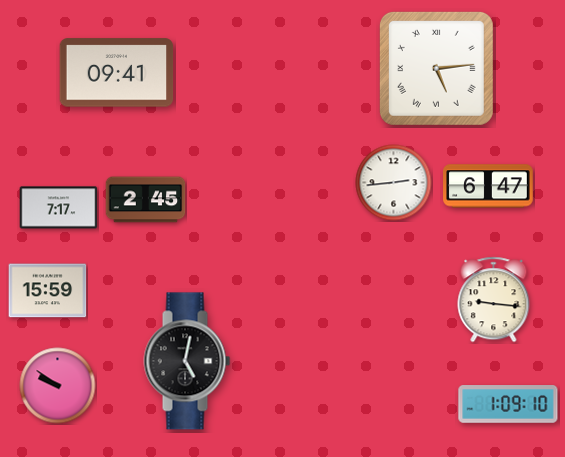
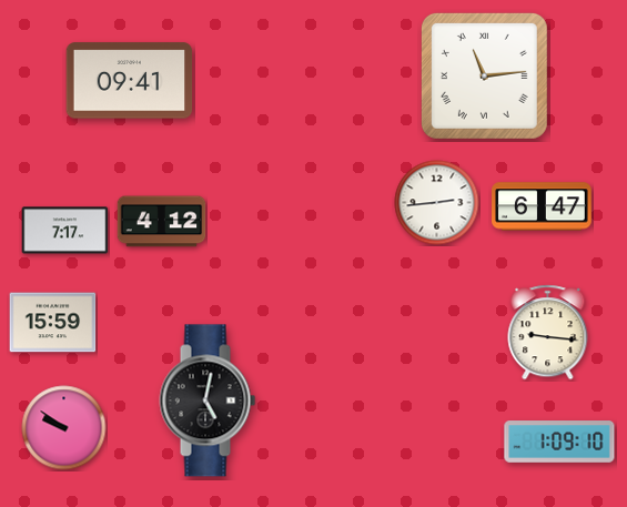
clock at (436, 68): 5:14 -> 11:14
clock at (146, 200): 2:45 -> 4:12
clock at (508, 404) position: (508, 404) -> (559, 442)
